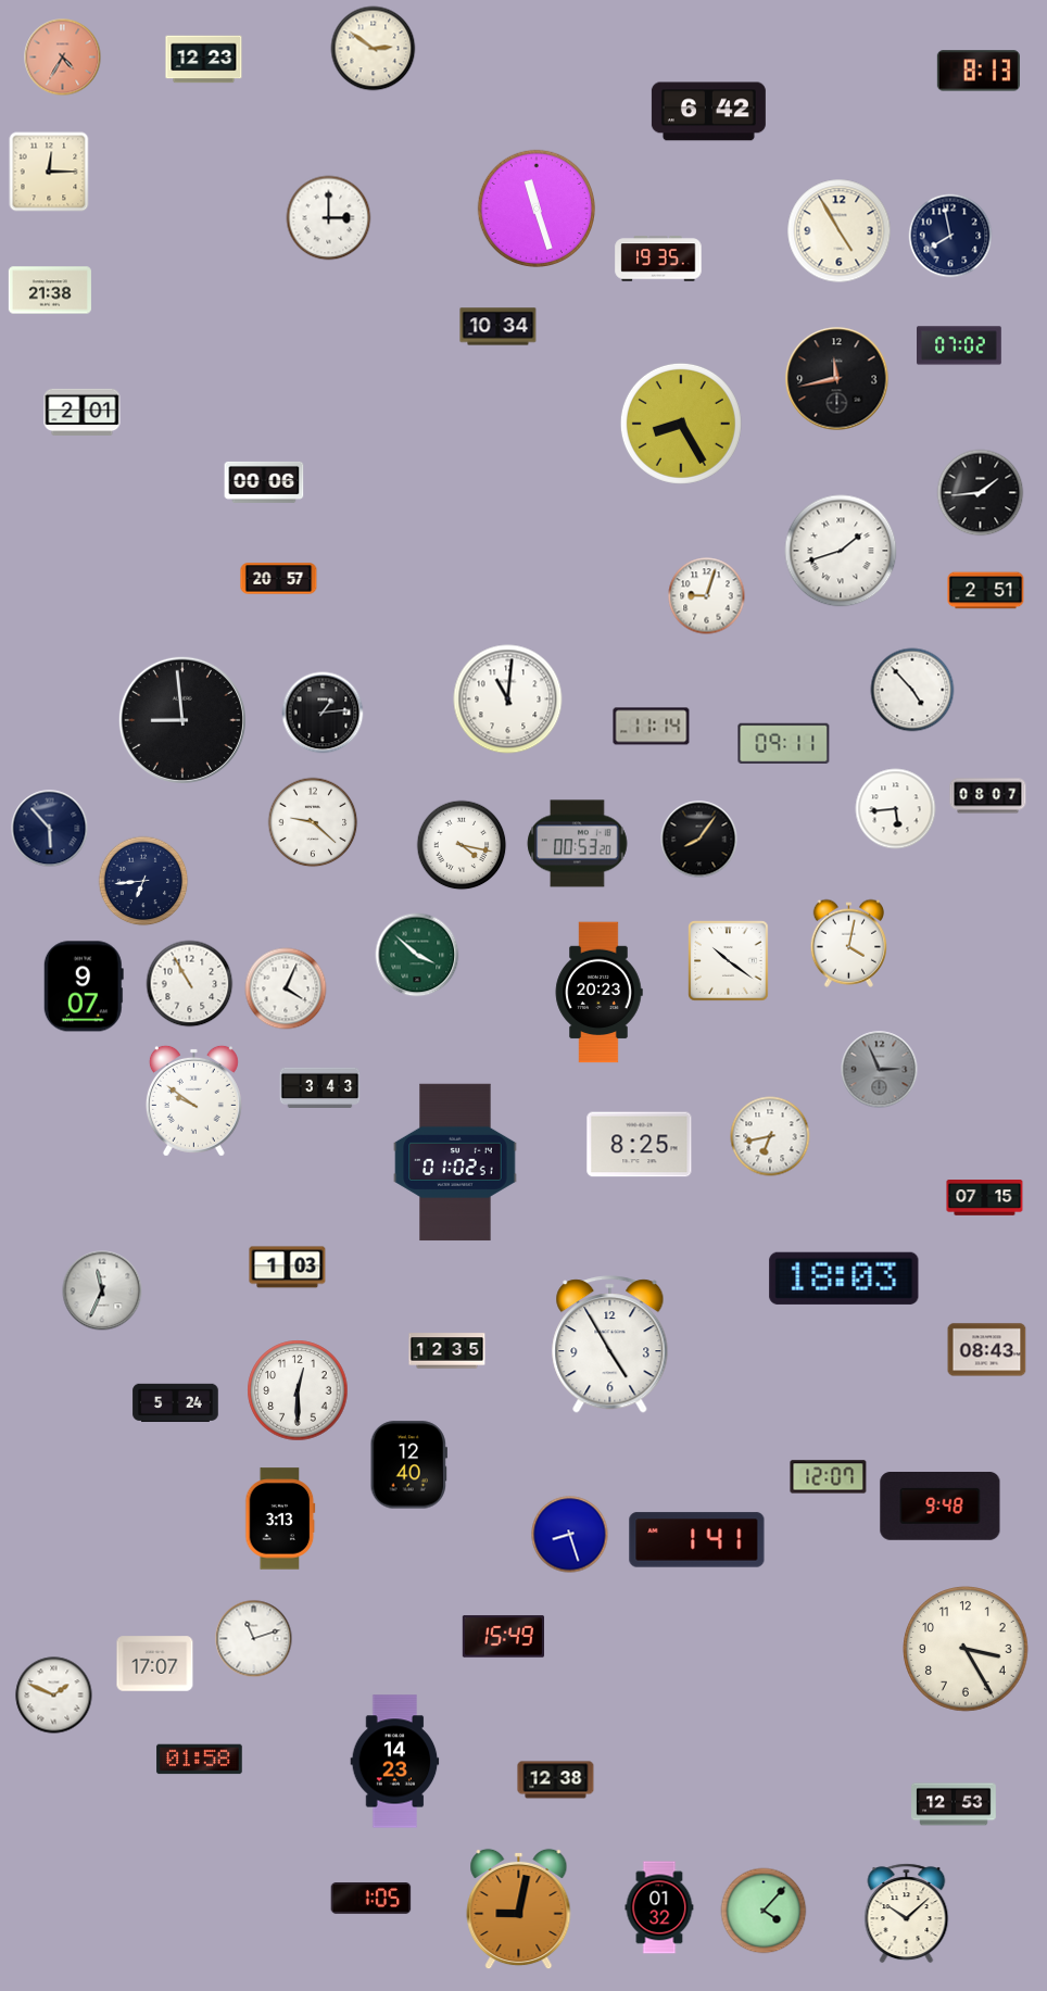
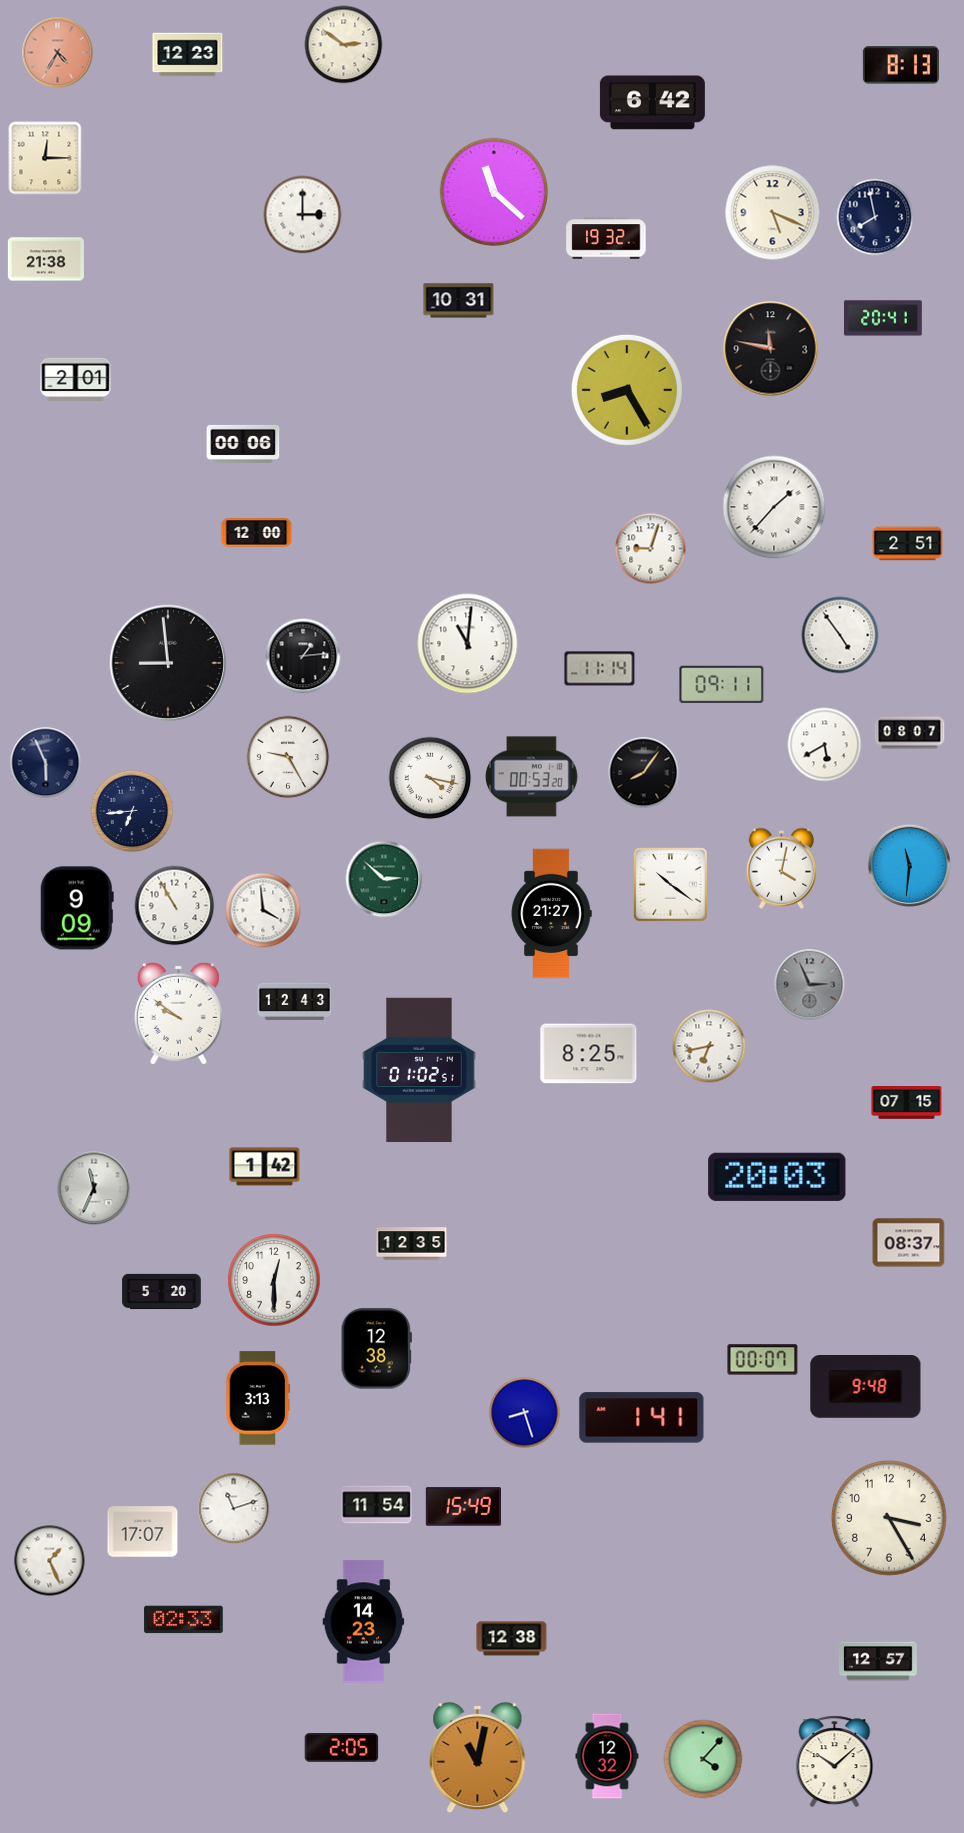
clock at (535, 207): 11:27 -> 11:22
clock at (329, 218) position: (329, 218) -> (303, 215)
clock at (840, 231): 4:55 -> 5:19
clock at (658, 259): 19:35 -> 19:32
clock at (50, 290) position: (50, 290) -> (46, 259)
clock at (499, 327): 10:34 -> 10:31
clock at (960, 345): 07:02 -> 20:41
clock at (837, 379): 11:43 -> 11:47
clock at (981, 493): 1:44 -> none
clock at (841, 551): 1:42 -> 1:37
clock at (279, 579): 20:57 -> 12:00
clock at (912, 690): 4:53 -> 4:54
clock at (323, 713) position: (323, 713) -> (303, 656)
clock at (896, 809): 5:44 -> 5:40
clock at (313, 822): 9:22 -> 9:25
clock at (50, 829): 5:53 -> 5:56
clock at (462, 845) position: (462, 845) -> (430, 778)
clock at (909, 865): none -> 11:31
clock at (417, 955): 3:52 -> 2:52
clock at (84, 986): 9:07 -> 9:09
clock at (286, 988): 4:04 -> 3:59
clock at (598, 993): 20:23 -> 21:27
clock at (320, 1087): 3:43 -> 12:43
clock at (288, 1268): 1:03 -> 1:42
clock at (844, 1278): 18:03 -> 20:03
clock at (610, 1345): 4:55 -> none
clock at (987, 1350): 08:43 -> 08:37
clock at (176, 1403): 5:24 -> 5:20
clock at (408, 1465): 12:40 -> 12:38
clock at (829, 1477): 12:07 -> 00:07
clock at (377, 1505): none -> 11:54
clock at (54, 1696): 1:49 -> 1:26
clock at (200, 1760): 01:58 -> 02:33
clock at (955, 1804): 12:53 -> 12:57
clock at (371, 1899): 1:05 -> 2:05
clock at (659, 1907): 01:32 -> 12:32
clock at (519, 1910): 9:02 -> 11:02
